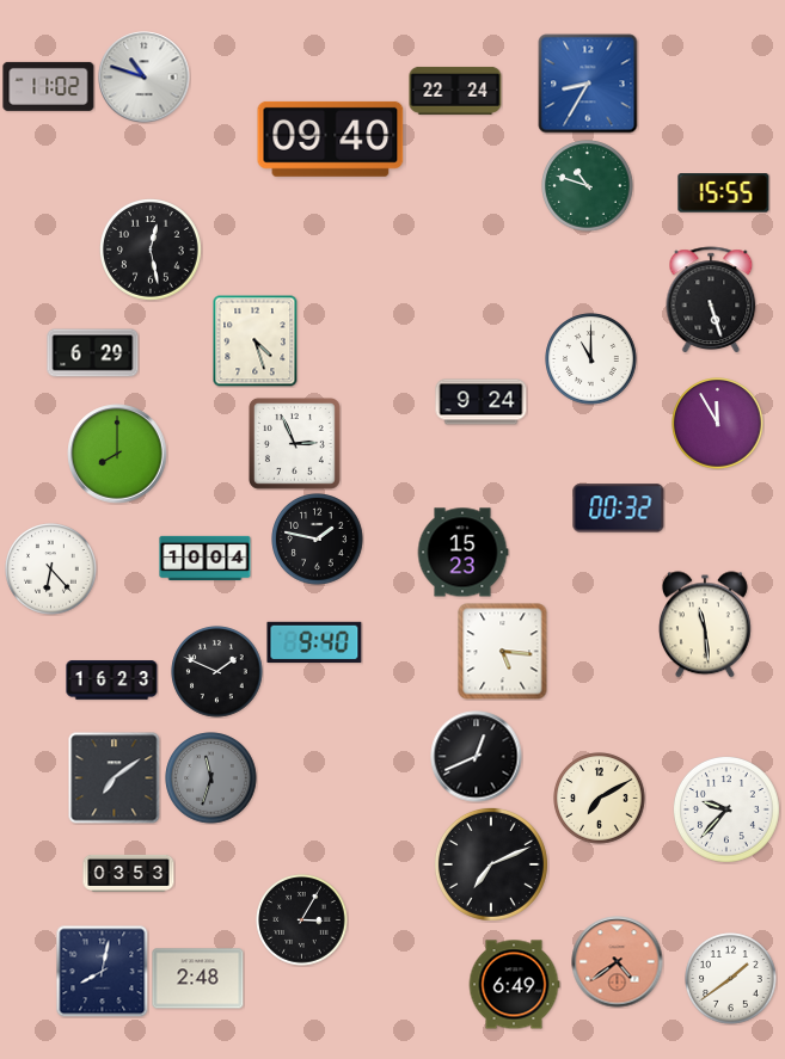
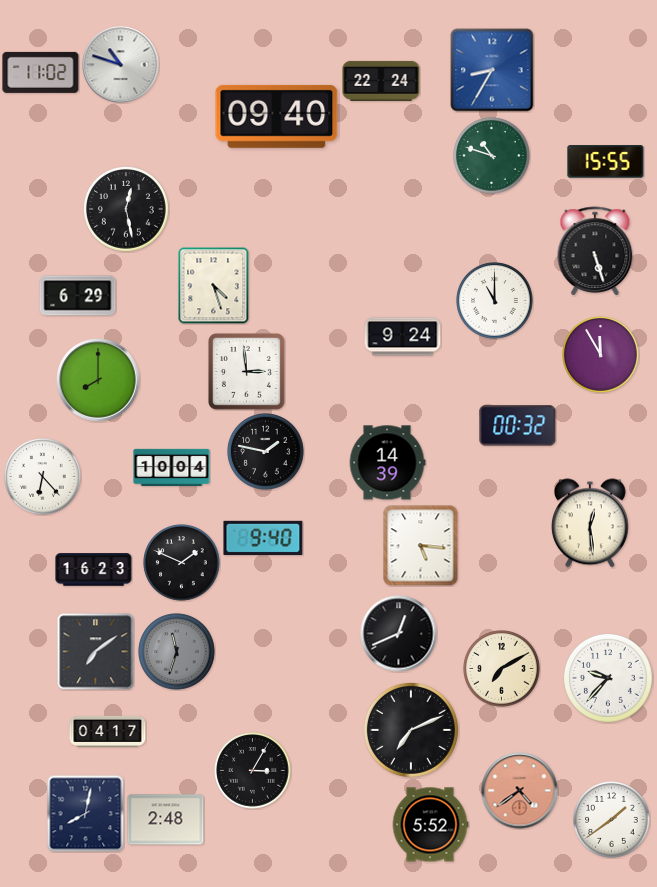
clock at (455, 91) position: (455, 91) -> (381, 81)
clock at (294, 443): 2:56 -> 2:59
clock at (462, 553): 15:23 -> 14:39
clock at (705, 624): 11:29 -> 12:29
clock at (491, 864) position: (491, 864) -> (411, 730)
clock at (129, 873): 03:53 -> 04:17
clock at (618, 962) position: (618, 962) -> (520, 791)
clock at (514, 985): 6:49 -> 5:52
